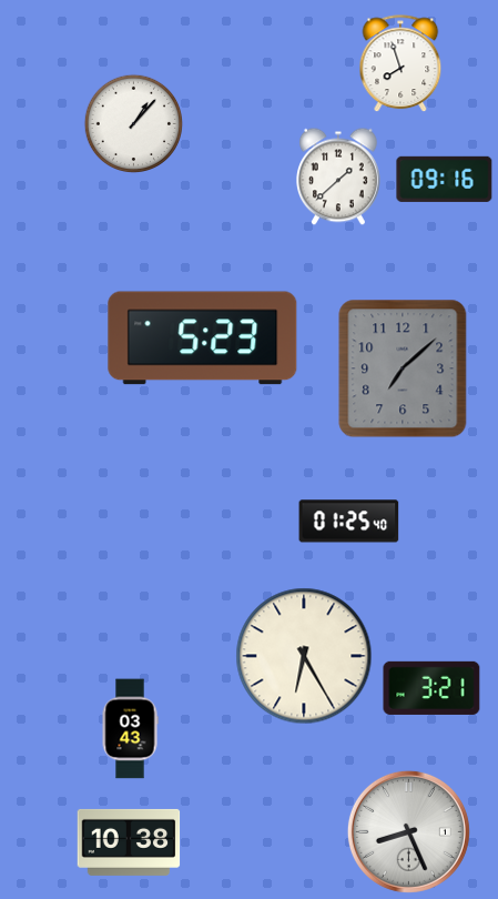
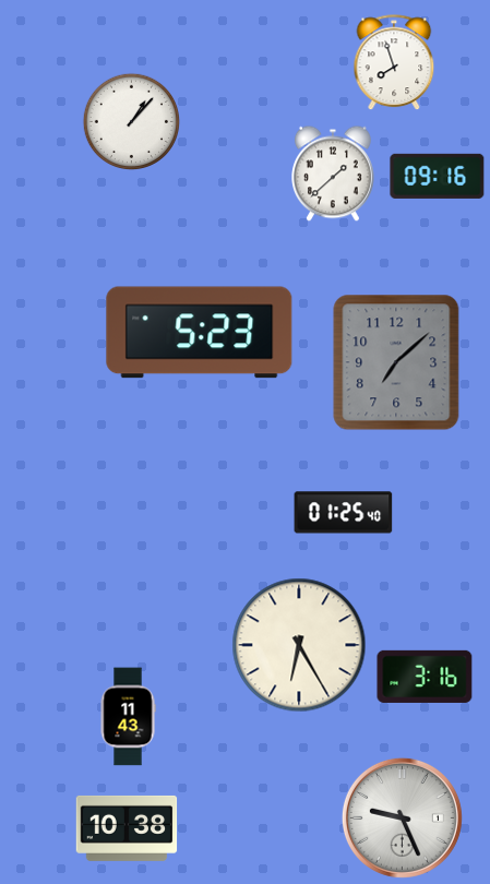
clock at (431, 688): 3:21 -> 3:16
clock at (130, 729): 03:43 -> 11:43
clock at (408, 831): 8:26 -> 9:26
